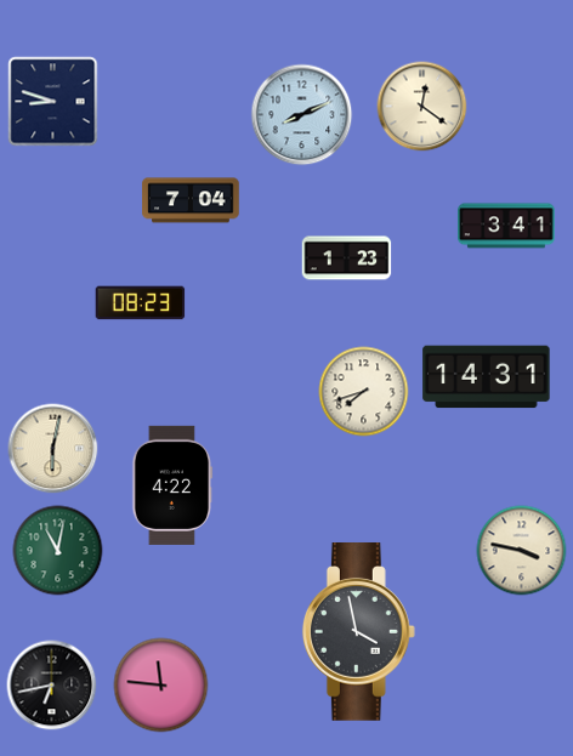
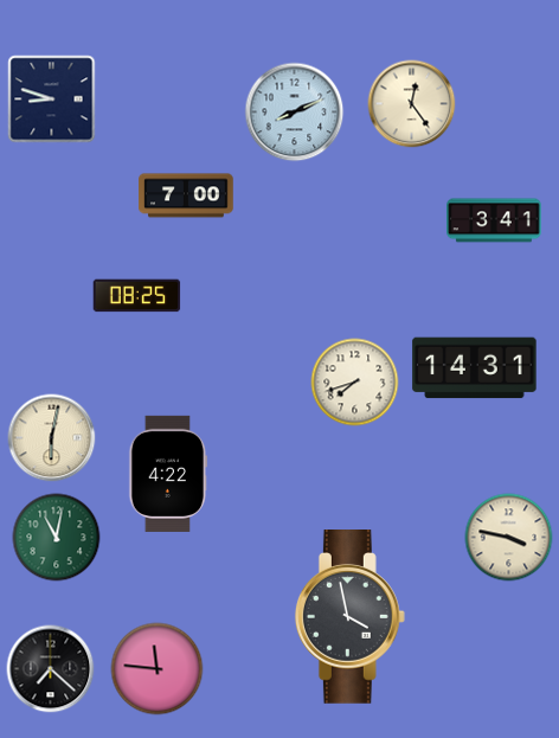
clock at (422, 107): 12:21 -> 12:24
clock at (191, 200): 7:04 -> 7:00
clock at (347, 258): 1:23 -> none
clock at (141, 303): 08:23 -> 08:25
clock at (52, 686): 6:43 -> 7:22
